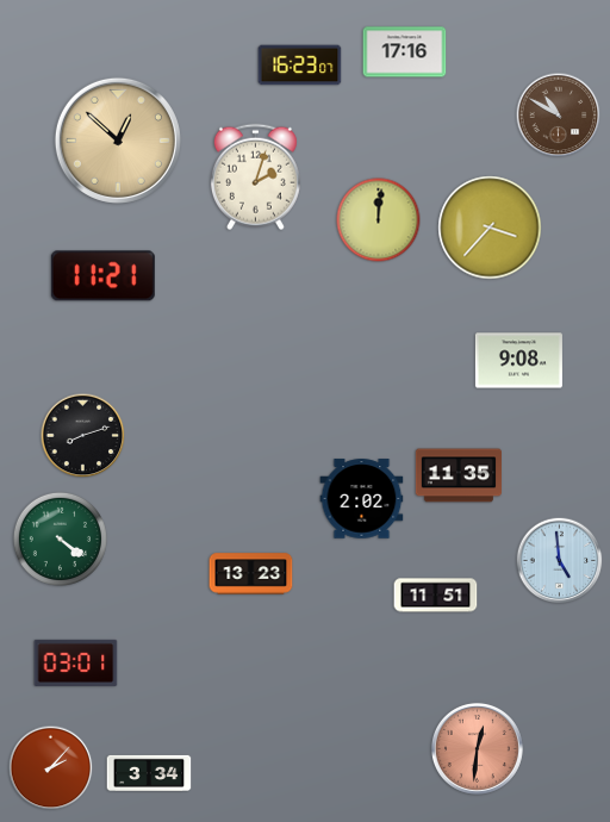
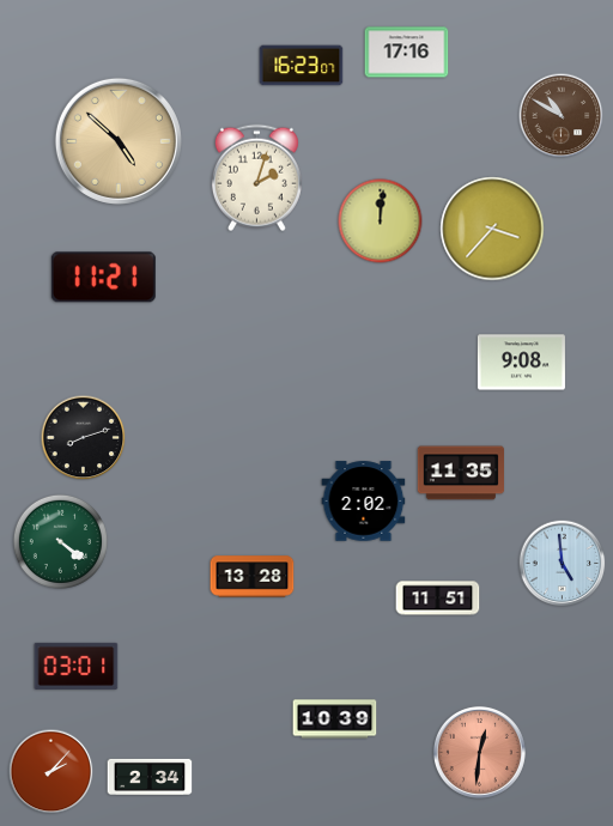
clock at (118, 141): 12:52 -> 4:52
clock at (457, 475) position: (457, 475) -> (460, 473)
clock at (251, 574): 13:23 -> 13:28
clock at (335, 719): none -> 10:39
clock at (149, 773): 3:34 -> 2:34
